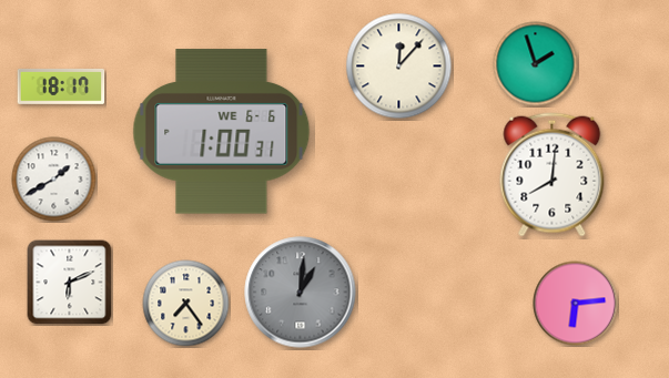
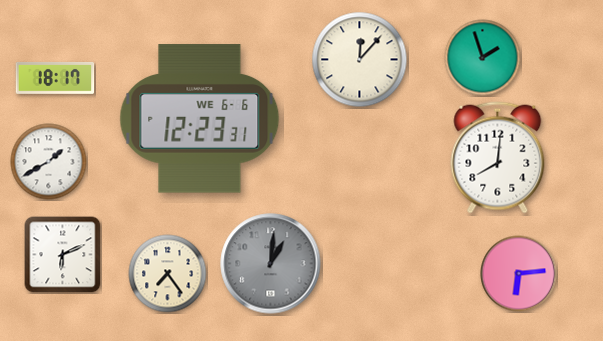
clock at (222, 132): 1:00 -> 12:23
